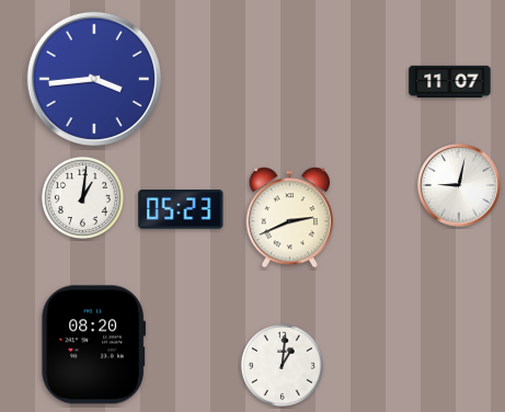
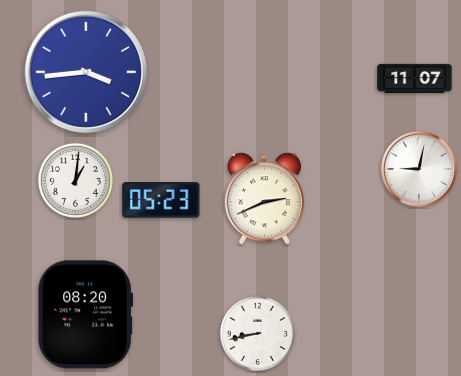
clock at (450, 81) position: (450, 81) -> (415, 78)
clock at (181, 209) position: (181, 209) -> (161, 200)
clock at (282, 365): 1:01 -> 8:43
